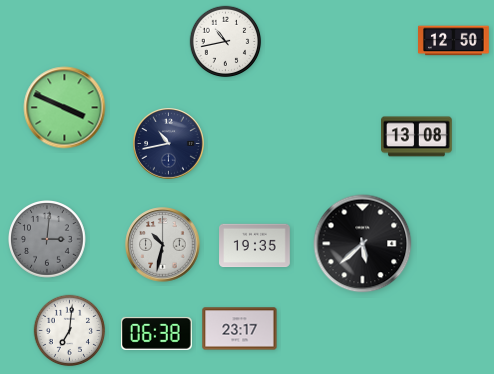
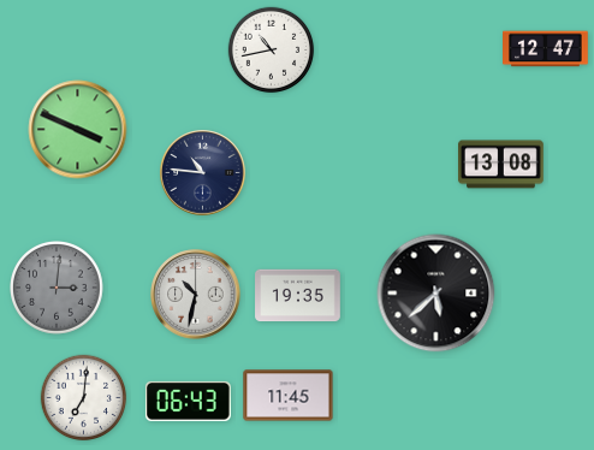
clock at (454, 41): 12:50 -> 12:47
clock at (169, 144): 10:43 -> 10:46
clock at (255, 246) position: (255, 246) -> (298, 296)
clock at (240, 329): 23:17 -> 11:45
clock at (156, 333): 06:38 -> 06:43
